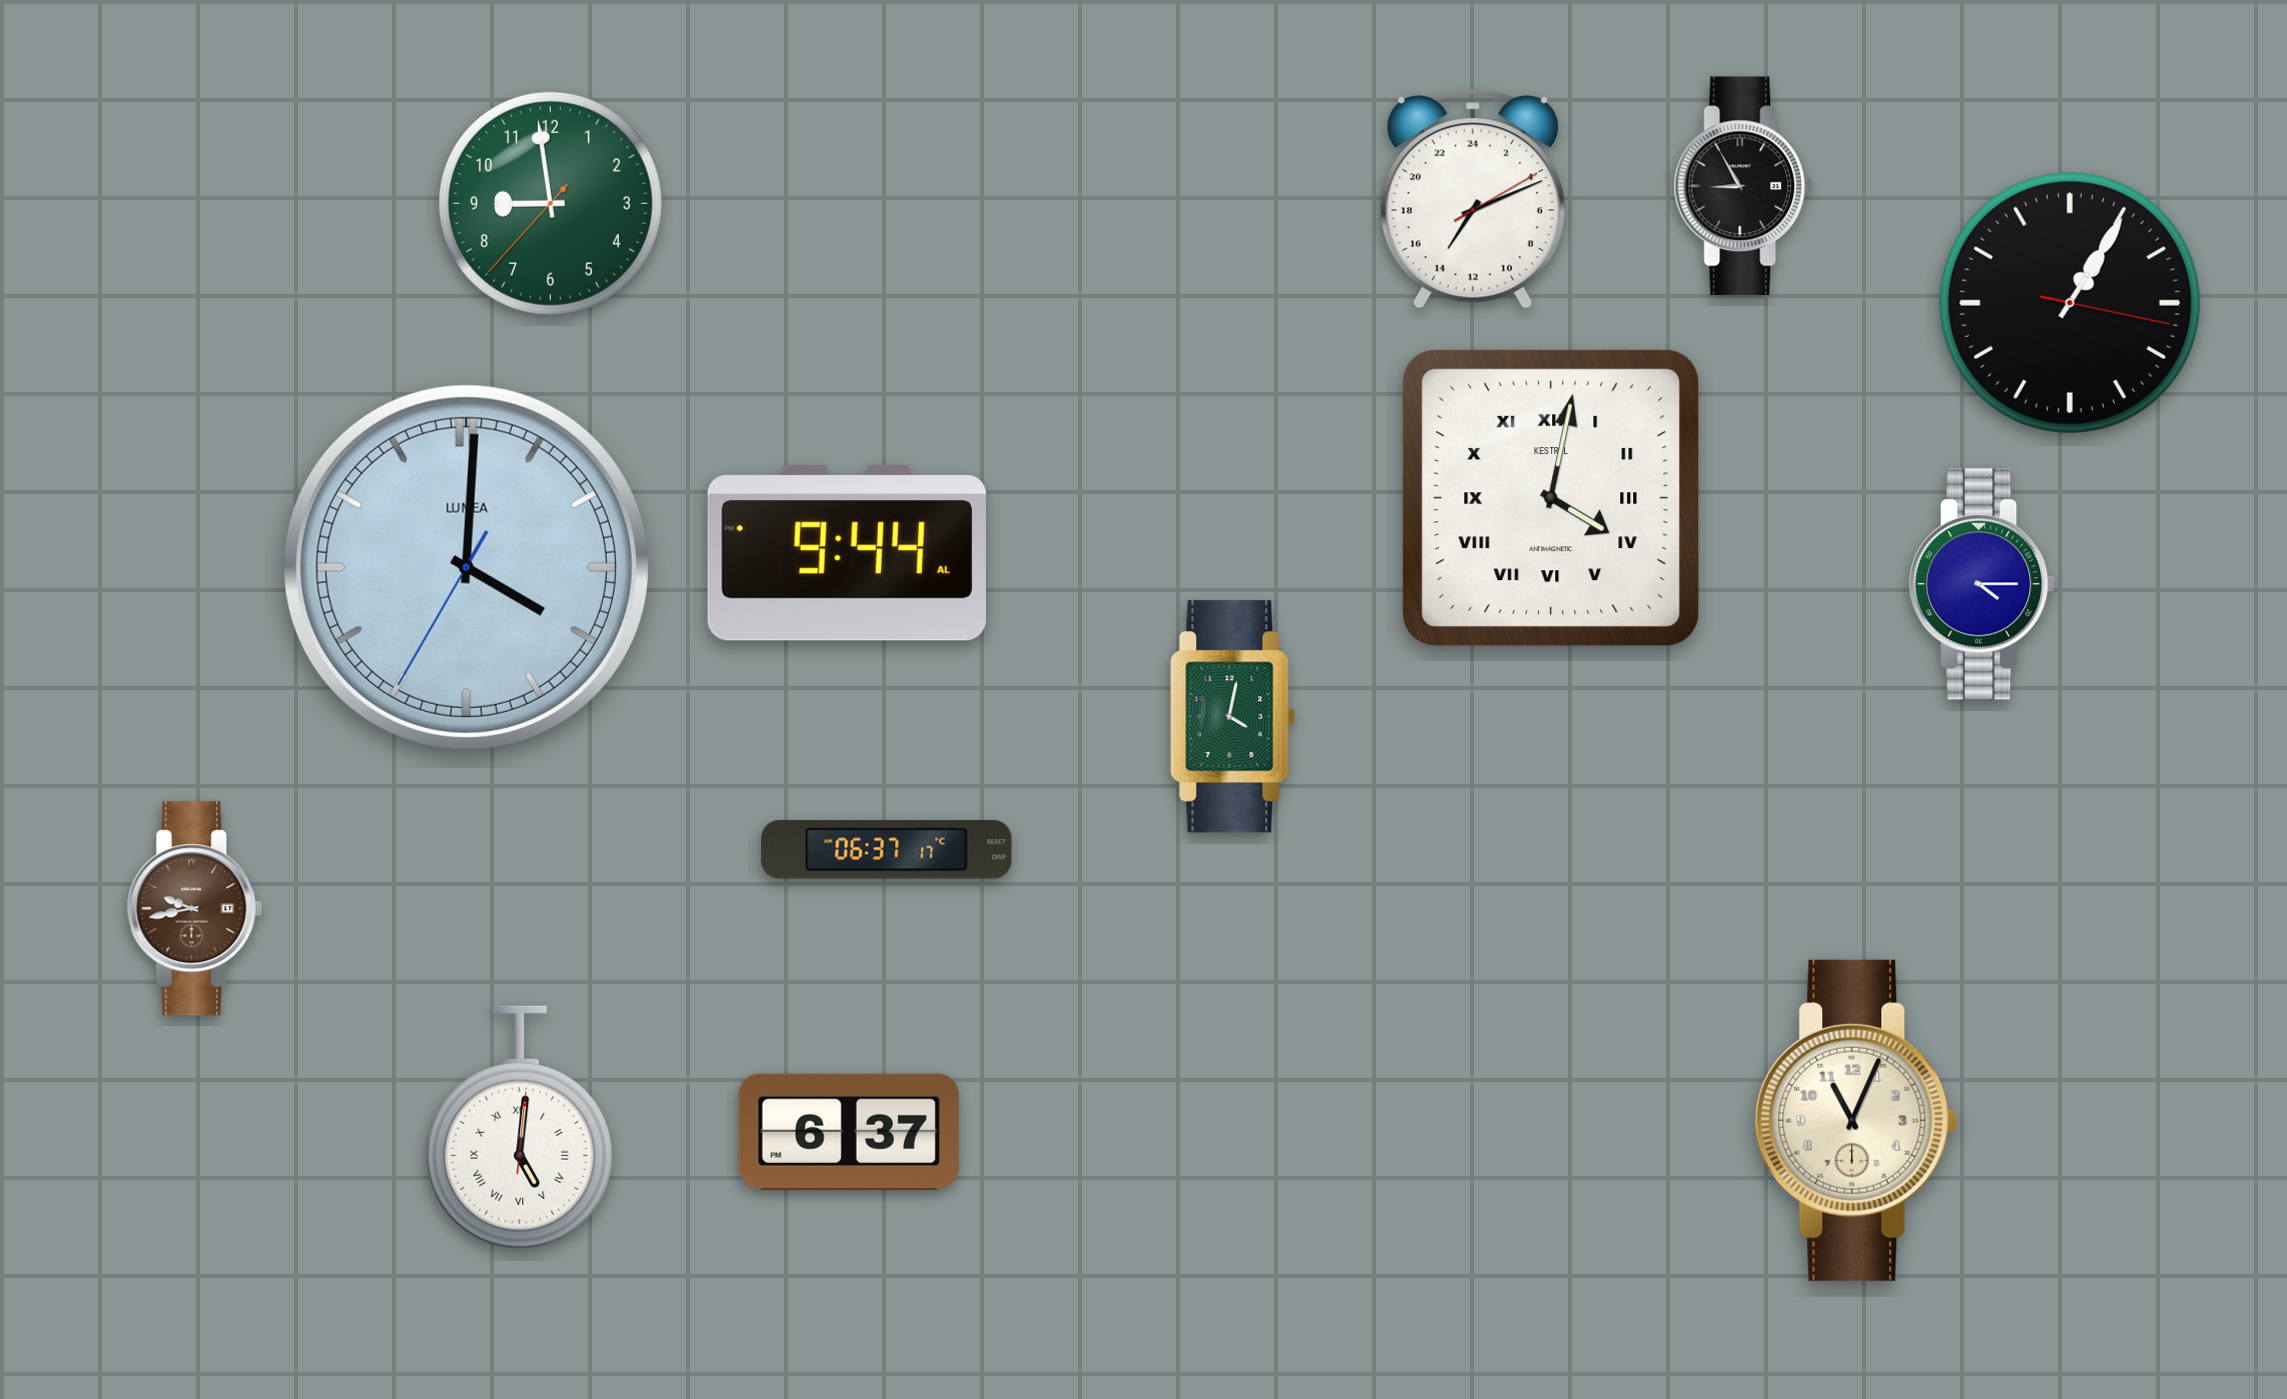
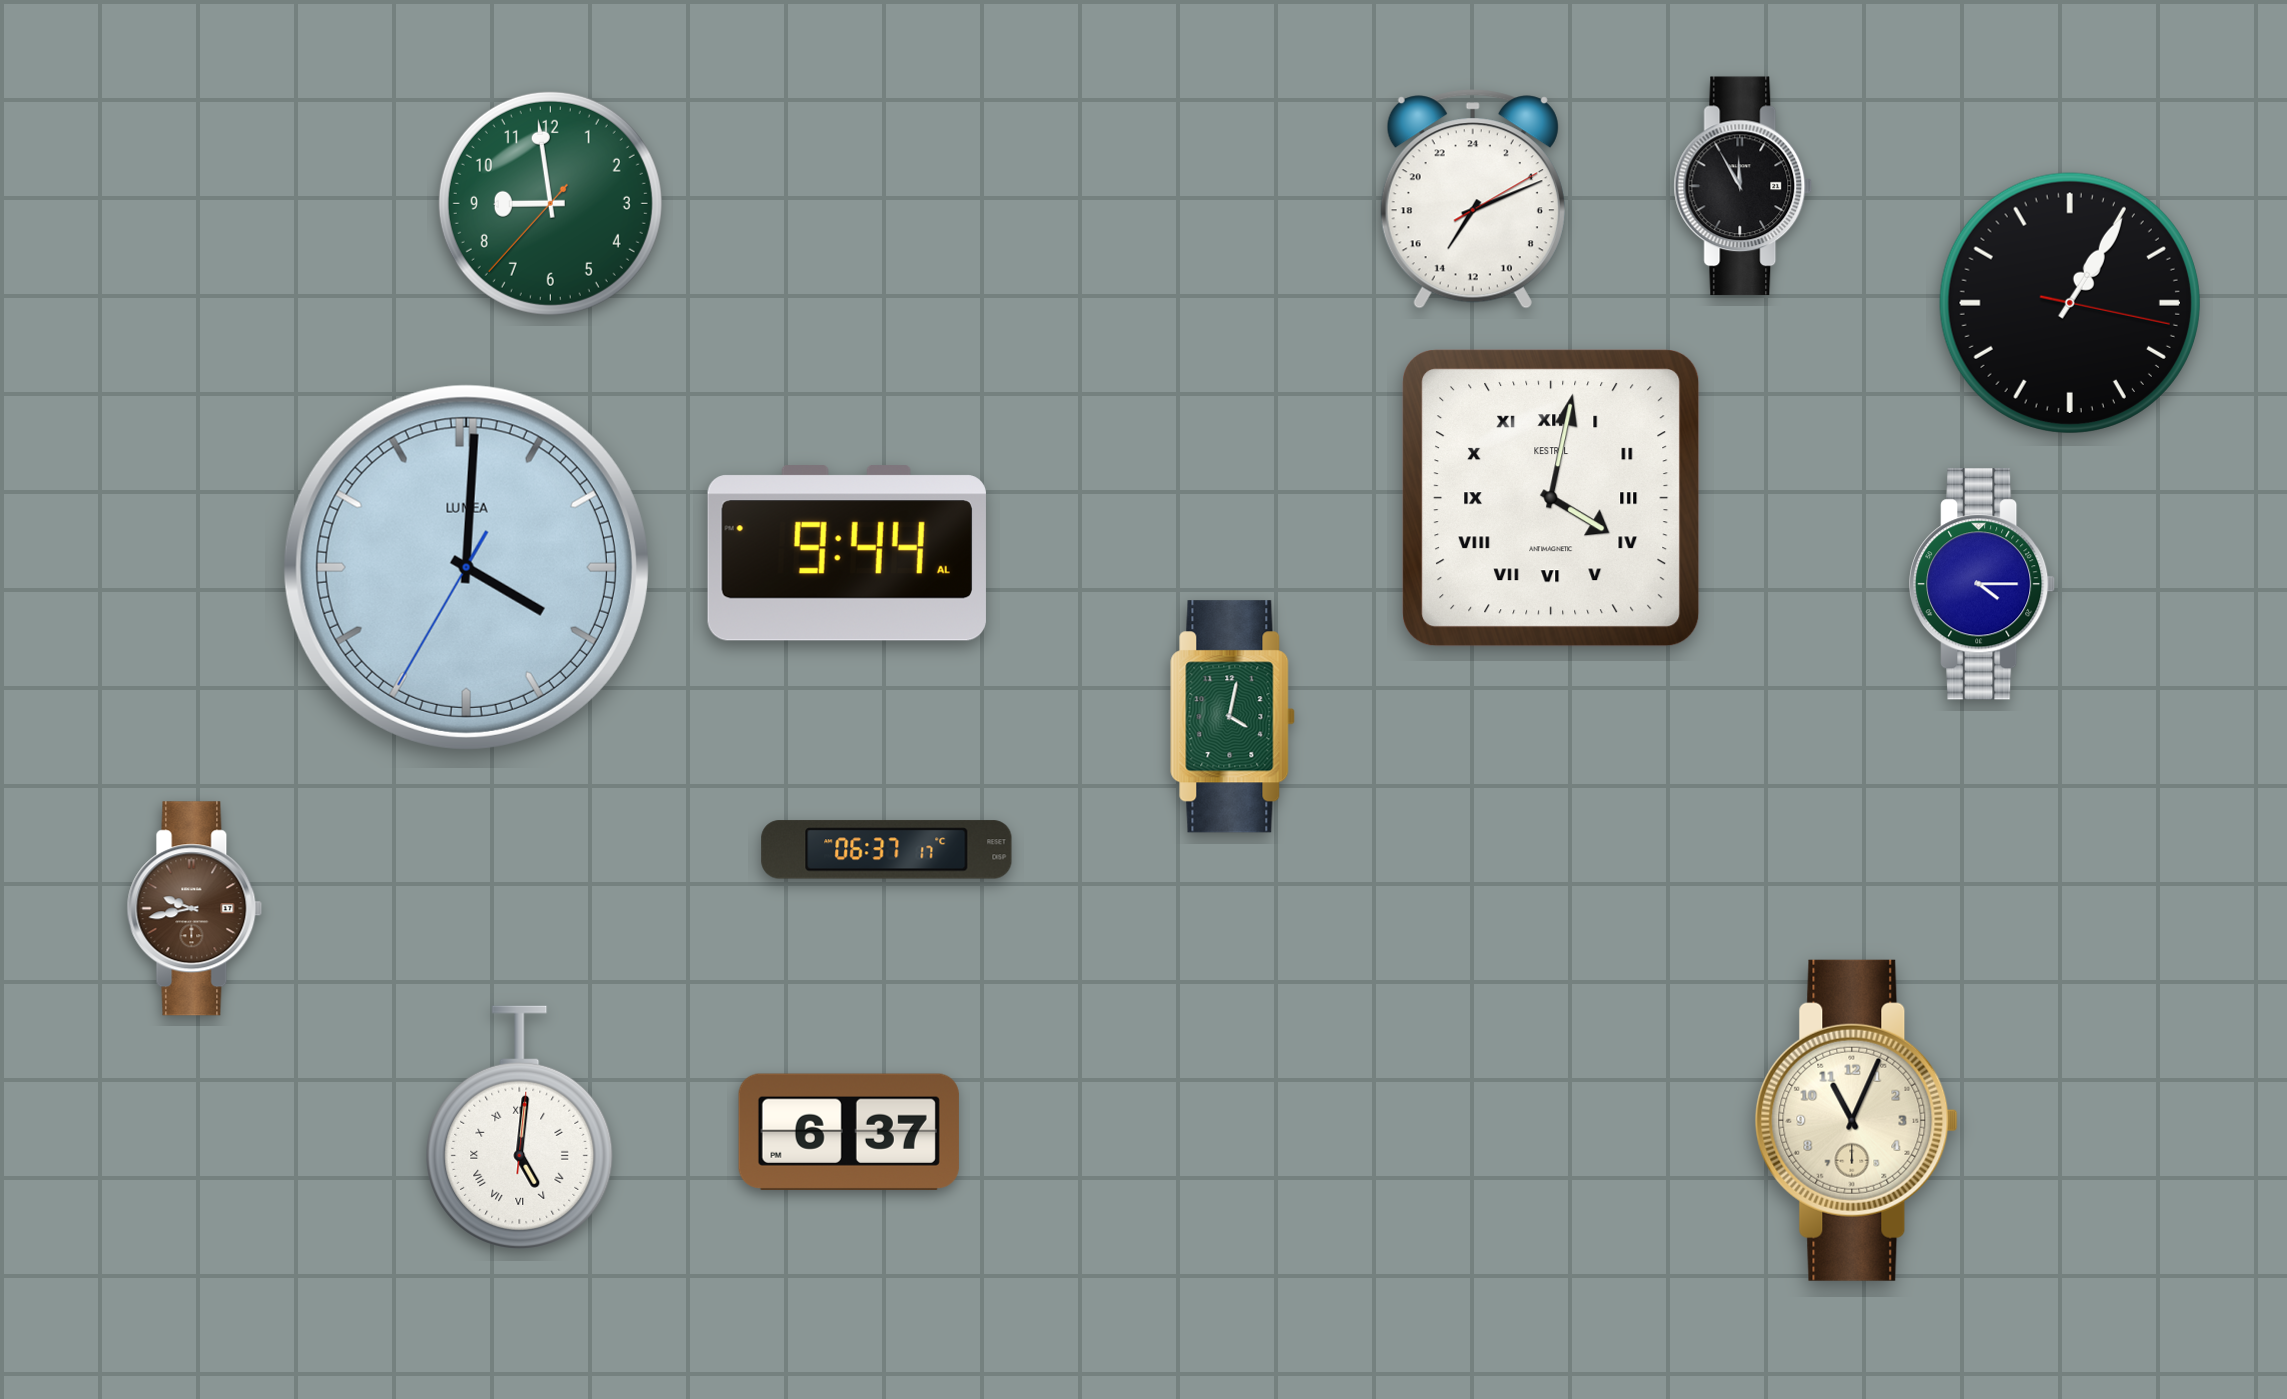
clock at (1743, 186): 8:55 -> 11:55
